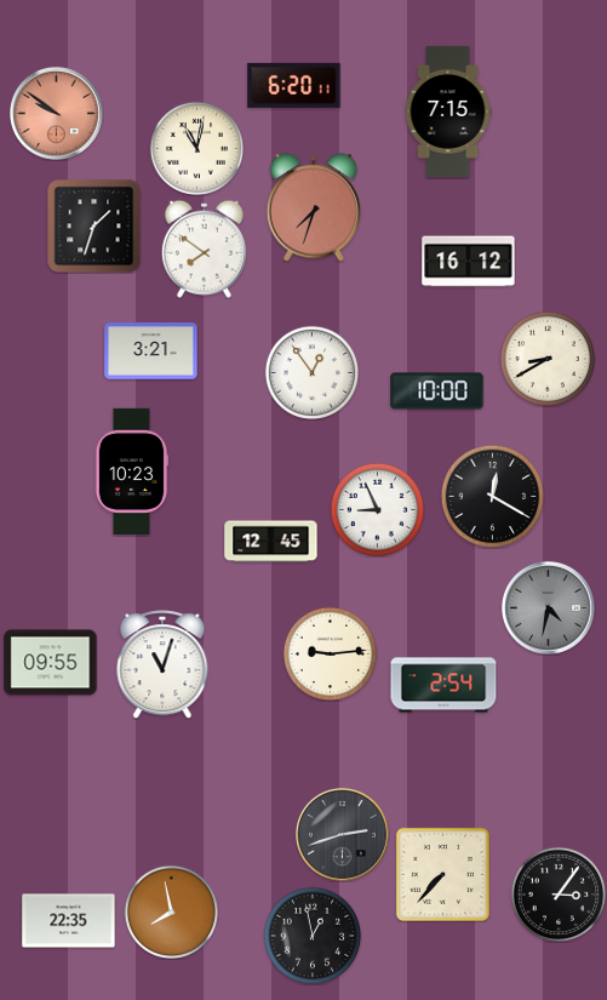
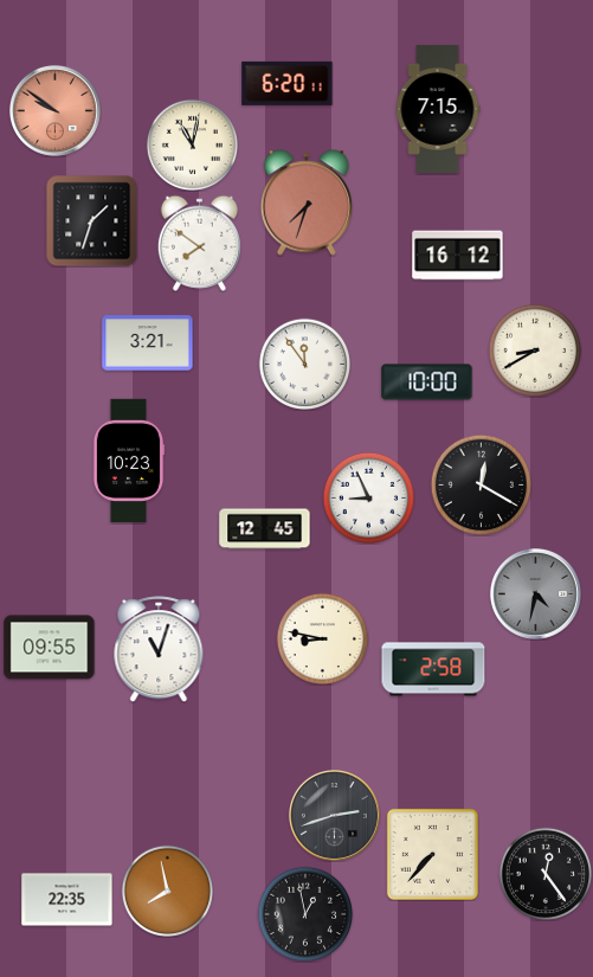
clock at (311, 372): 12:54 -> 11:54
clock at (330, 653): 9:14 -> 8:47
clock at (443, 685): 2:54 -> 2:58
clock at (557, 893): 3:06 -> 12:24
